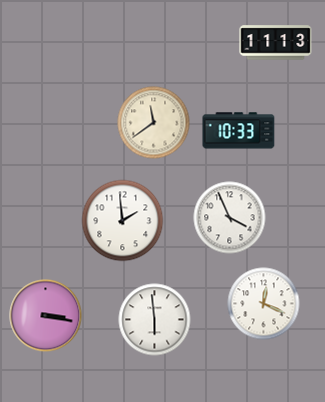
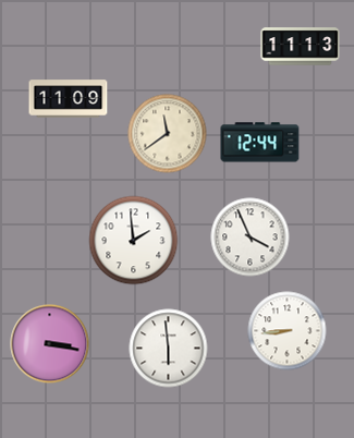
clock at (69, 99): none -> 11:09
clock at (239, 131): 10:33 -> 12:44
clock at (264, 304): 12:19 -> 8:44
